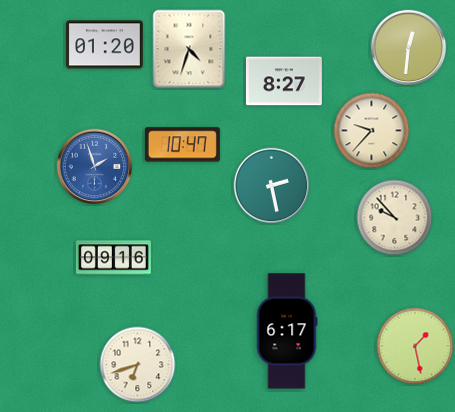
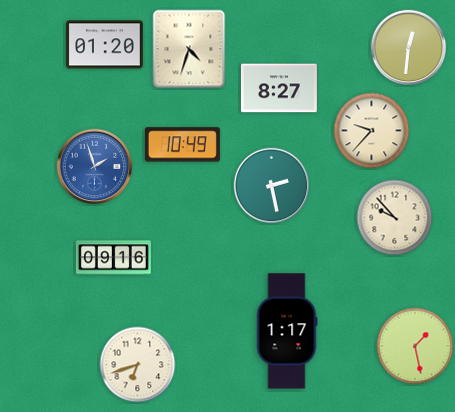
clock at (284, 81) position: (284, 81) -> (279, 88)
clock at (182, 145): 10:47 -> 10:49
clock at (287, 331): 6:17 -> 1:17
